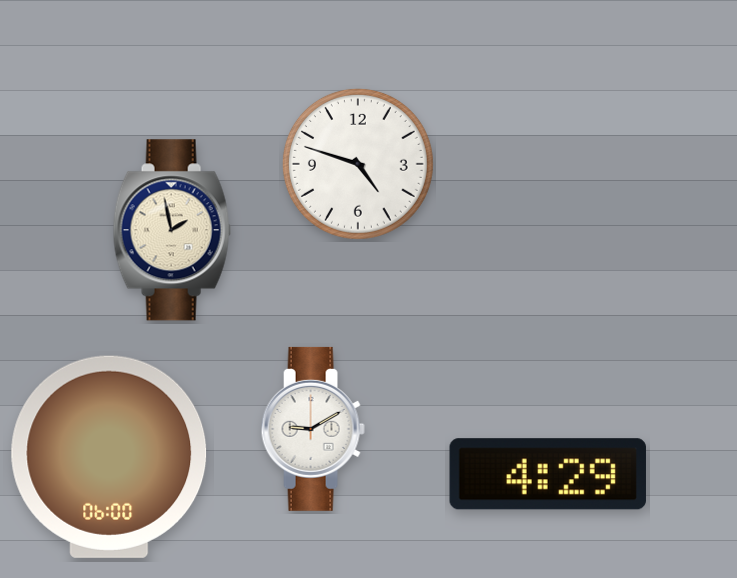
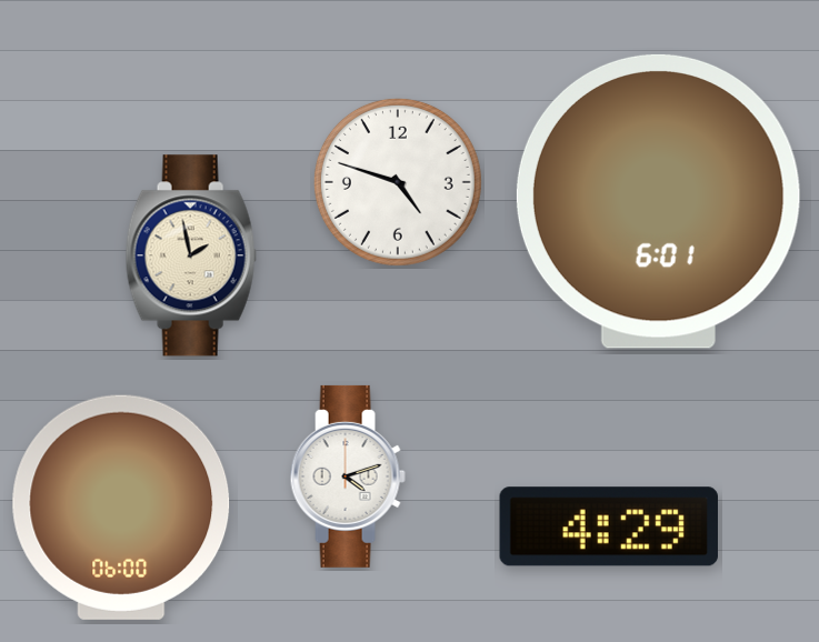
clock at (658, 201): none -> 6:01
clock at (313, 429): 9:10 -> 4:12
